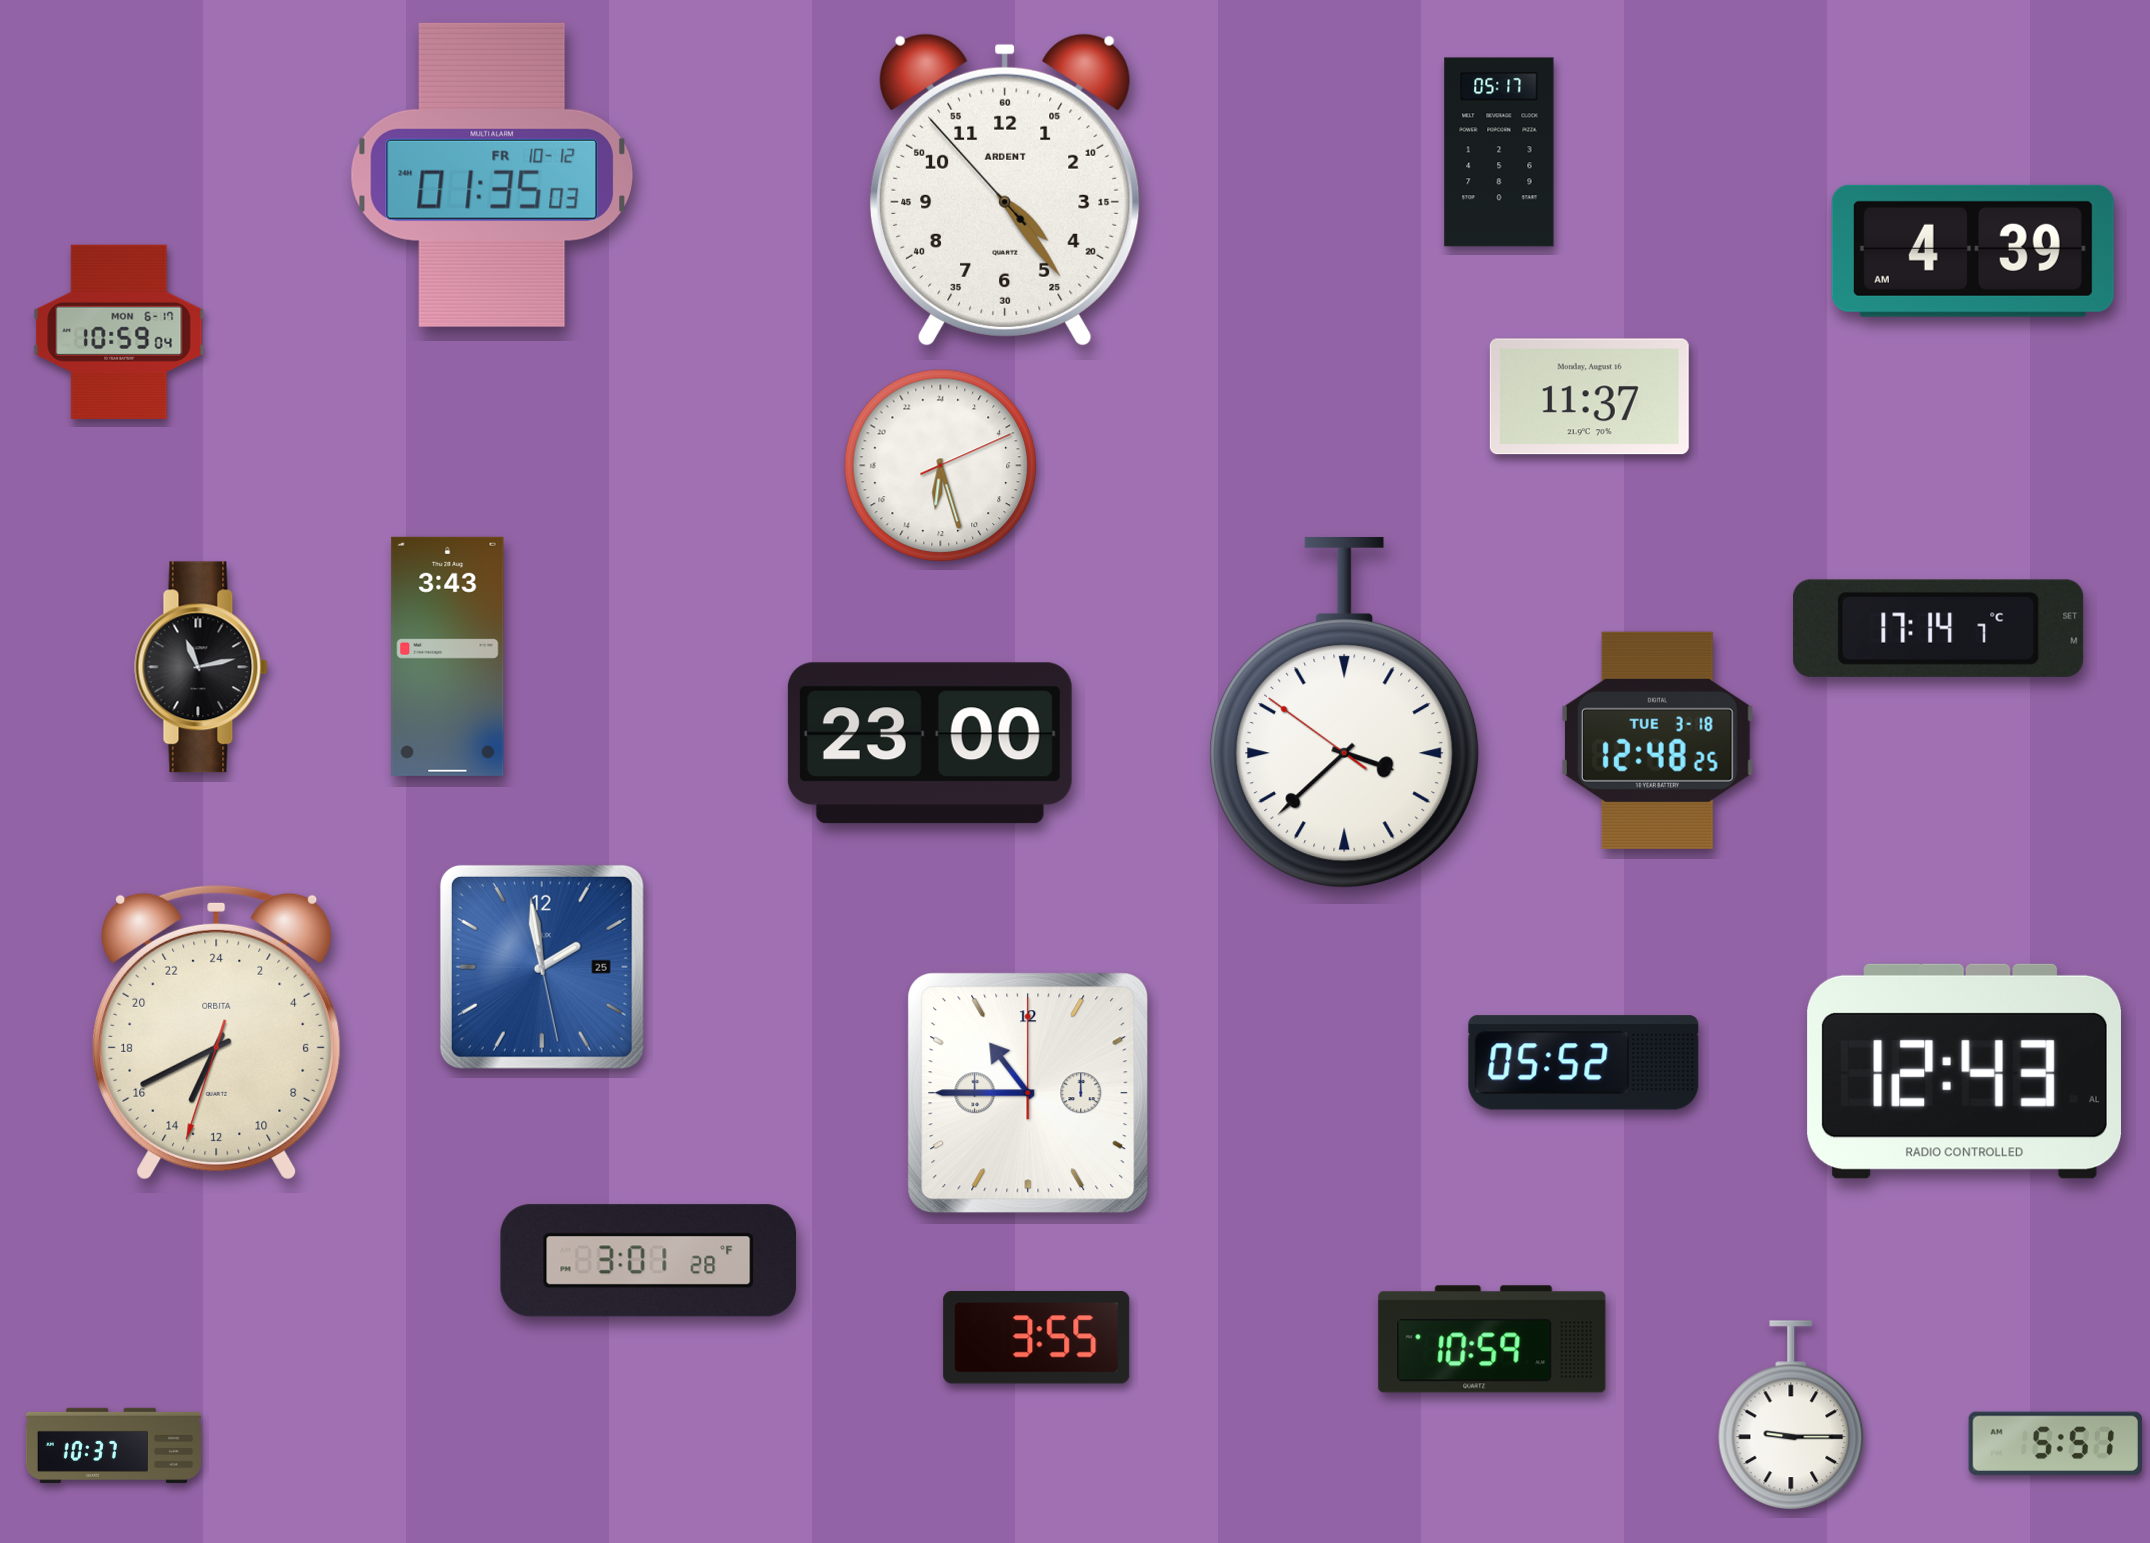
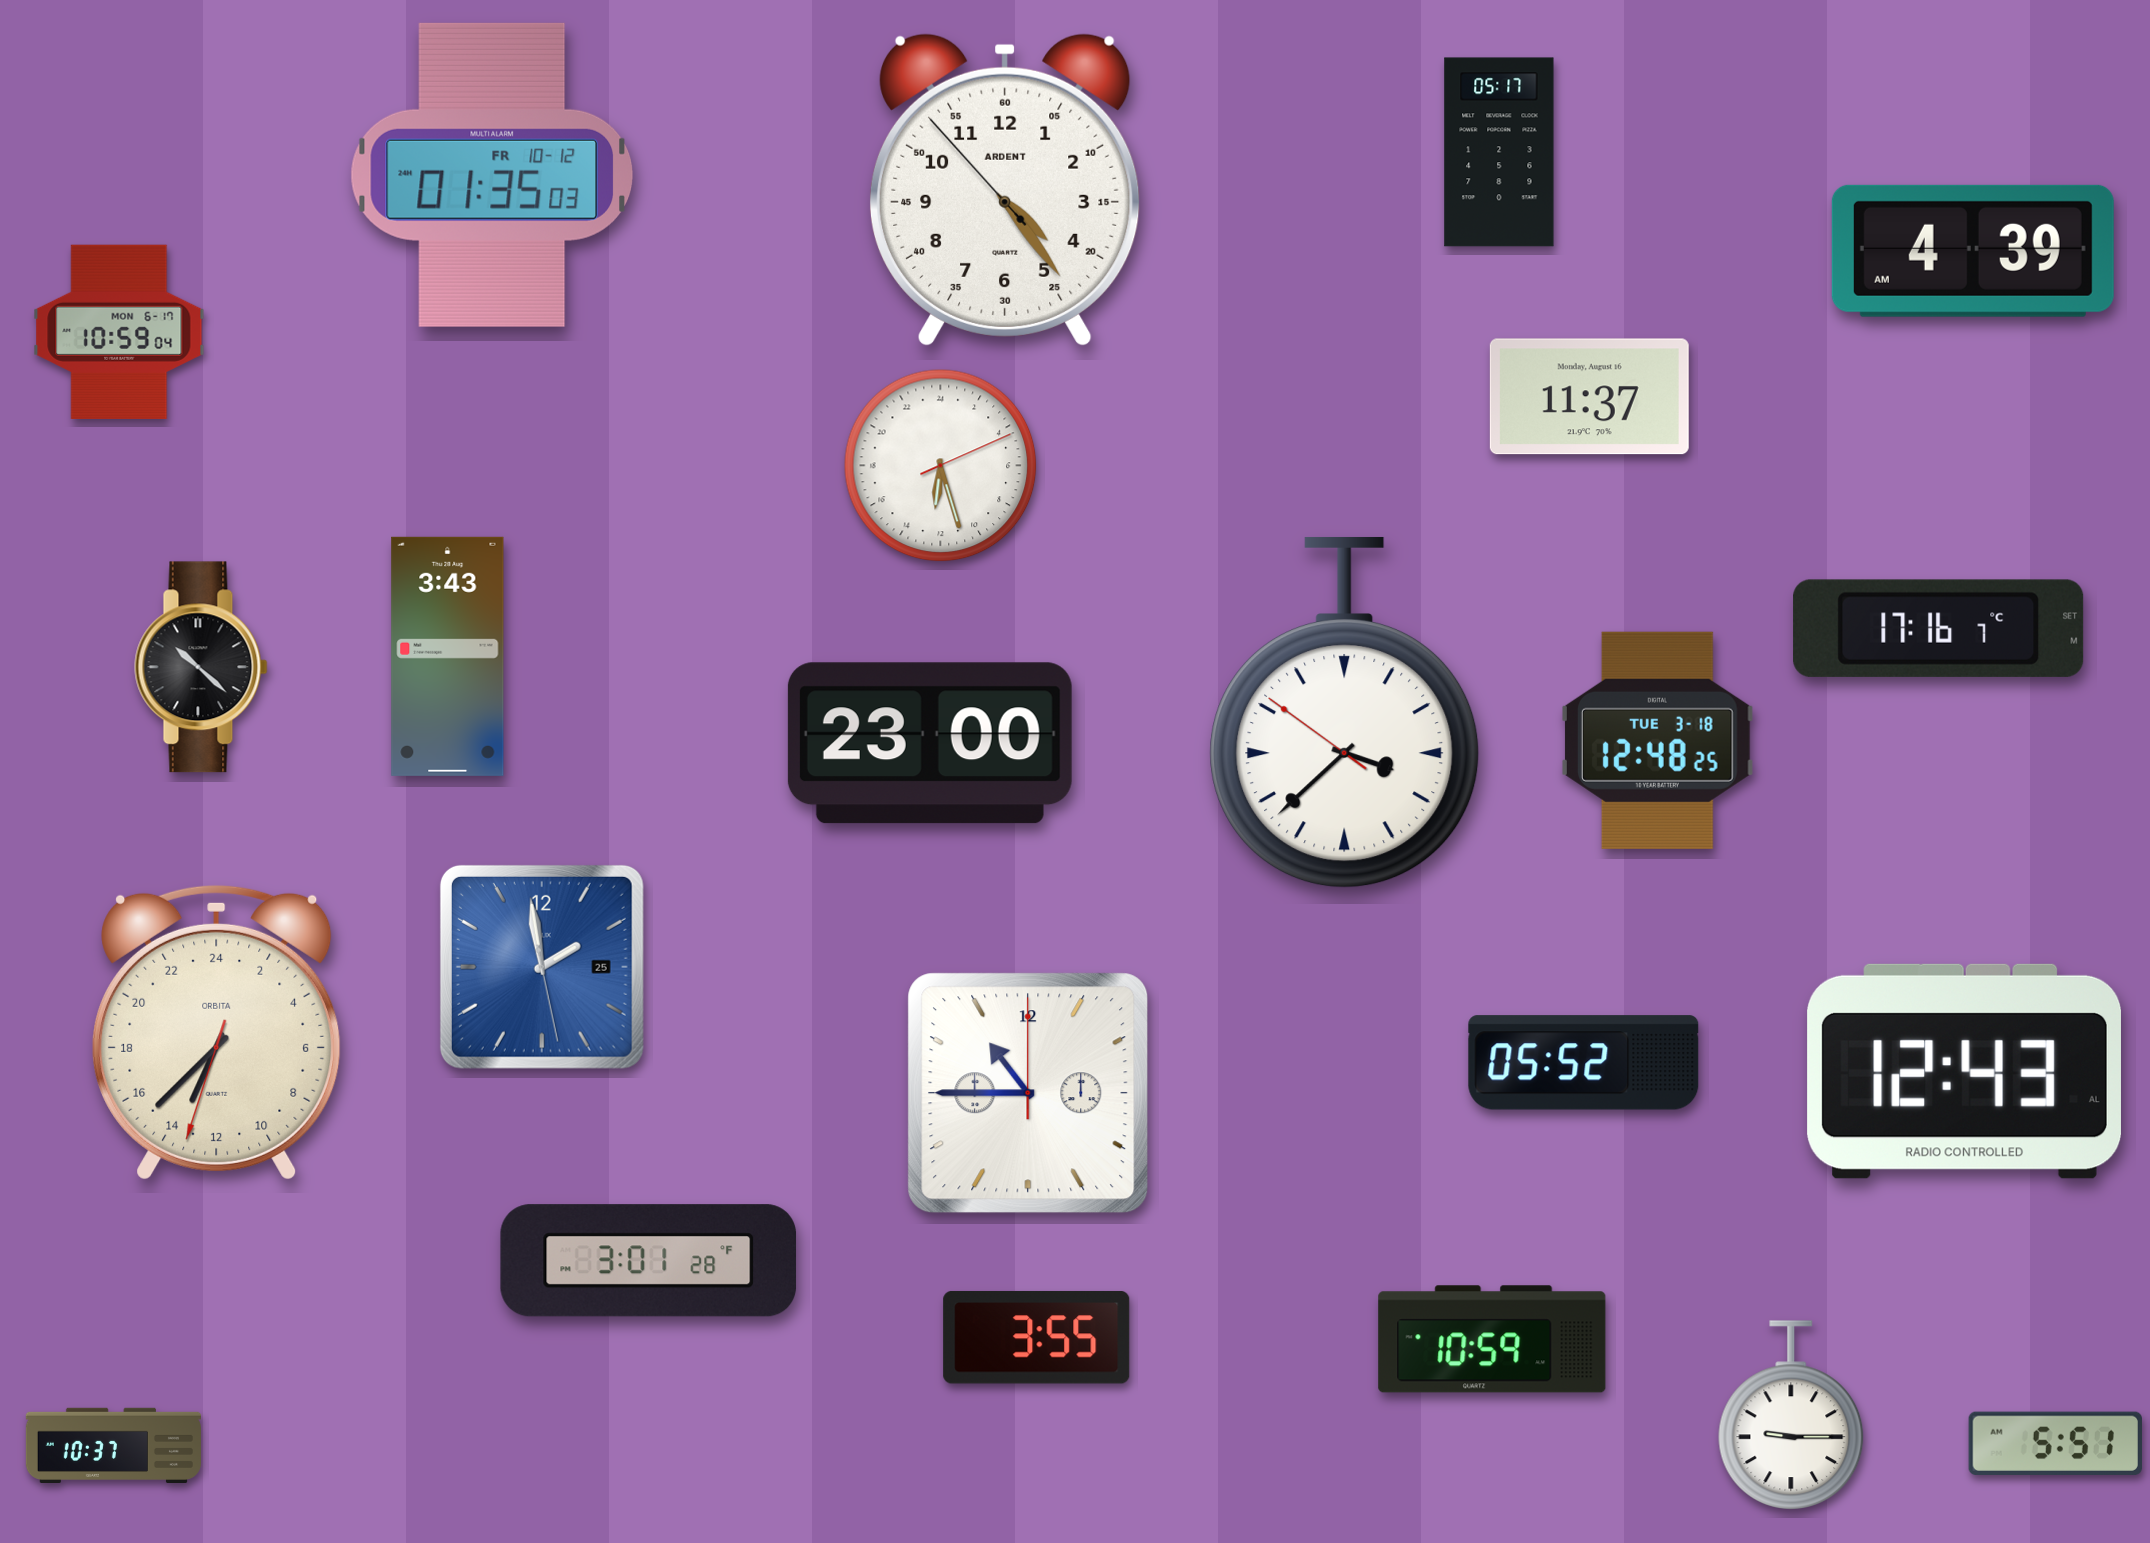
clock at (1939, 628): 17:14 -> 17:16
clock at (201, 667): 11:13 -> 10:22
clock at (217, 1032): 13:40 -> 13:37
